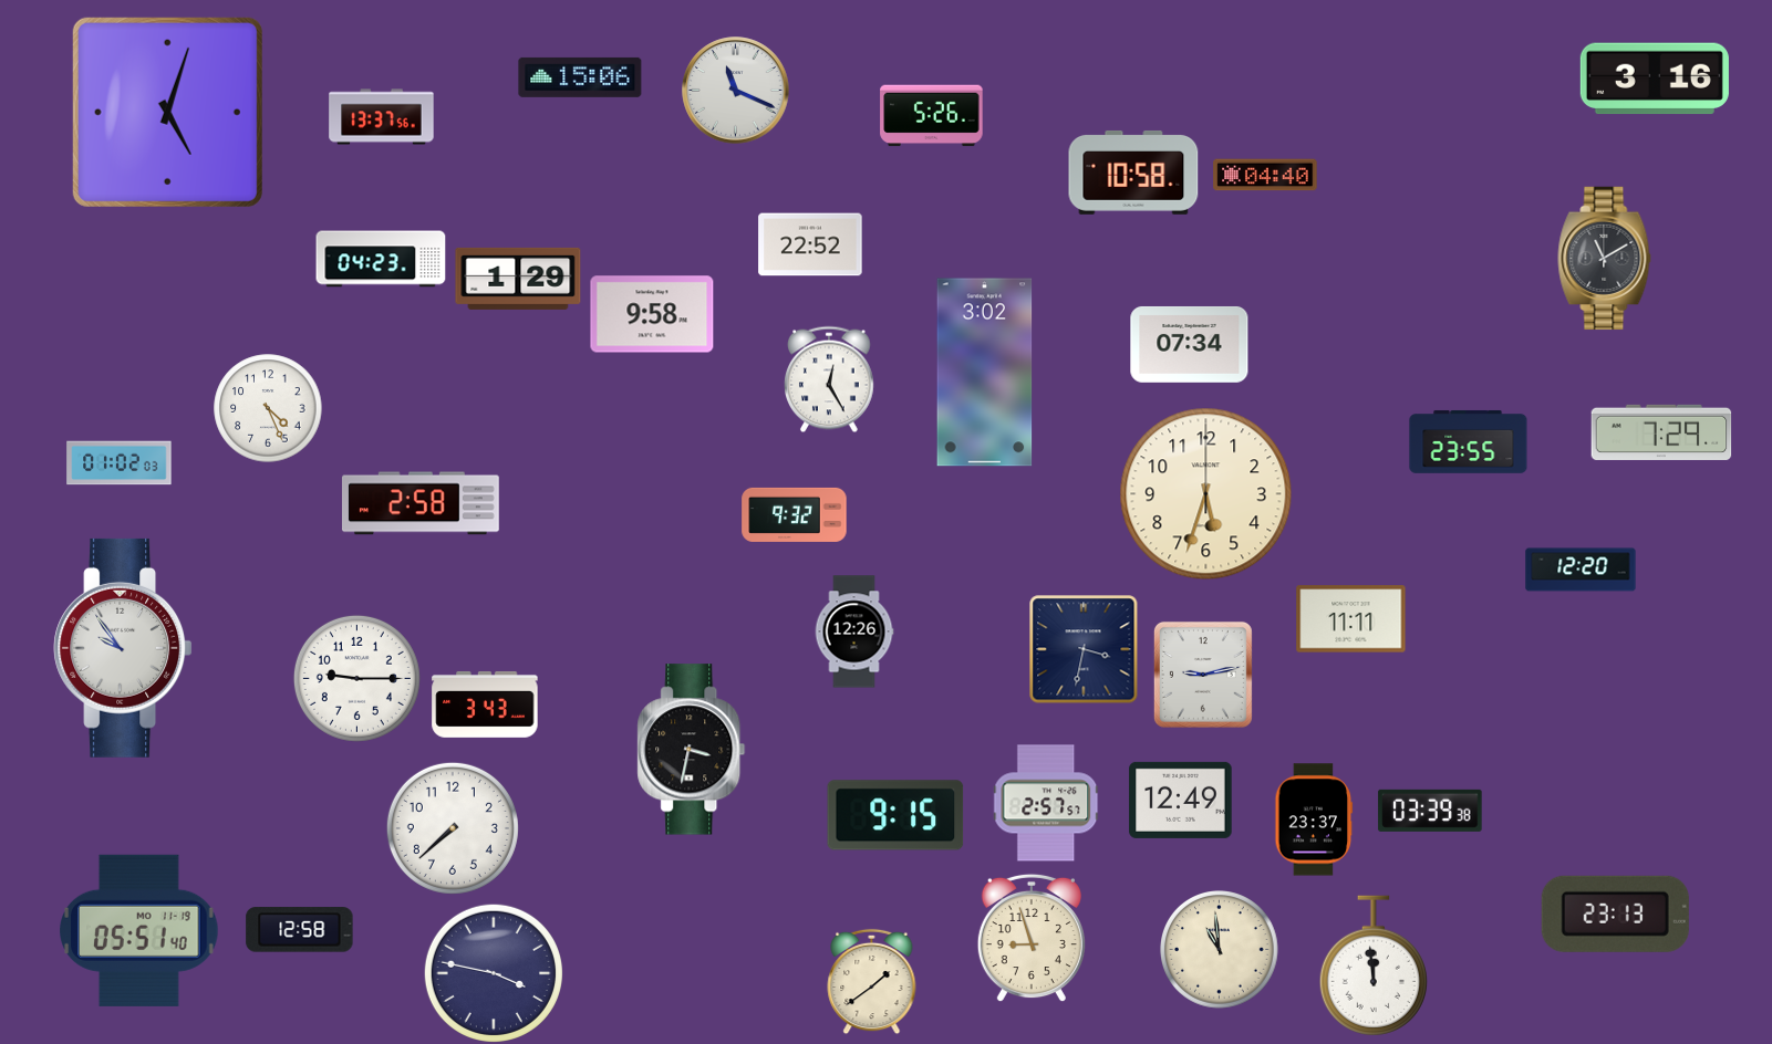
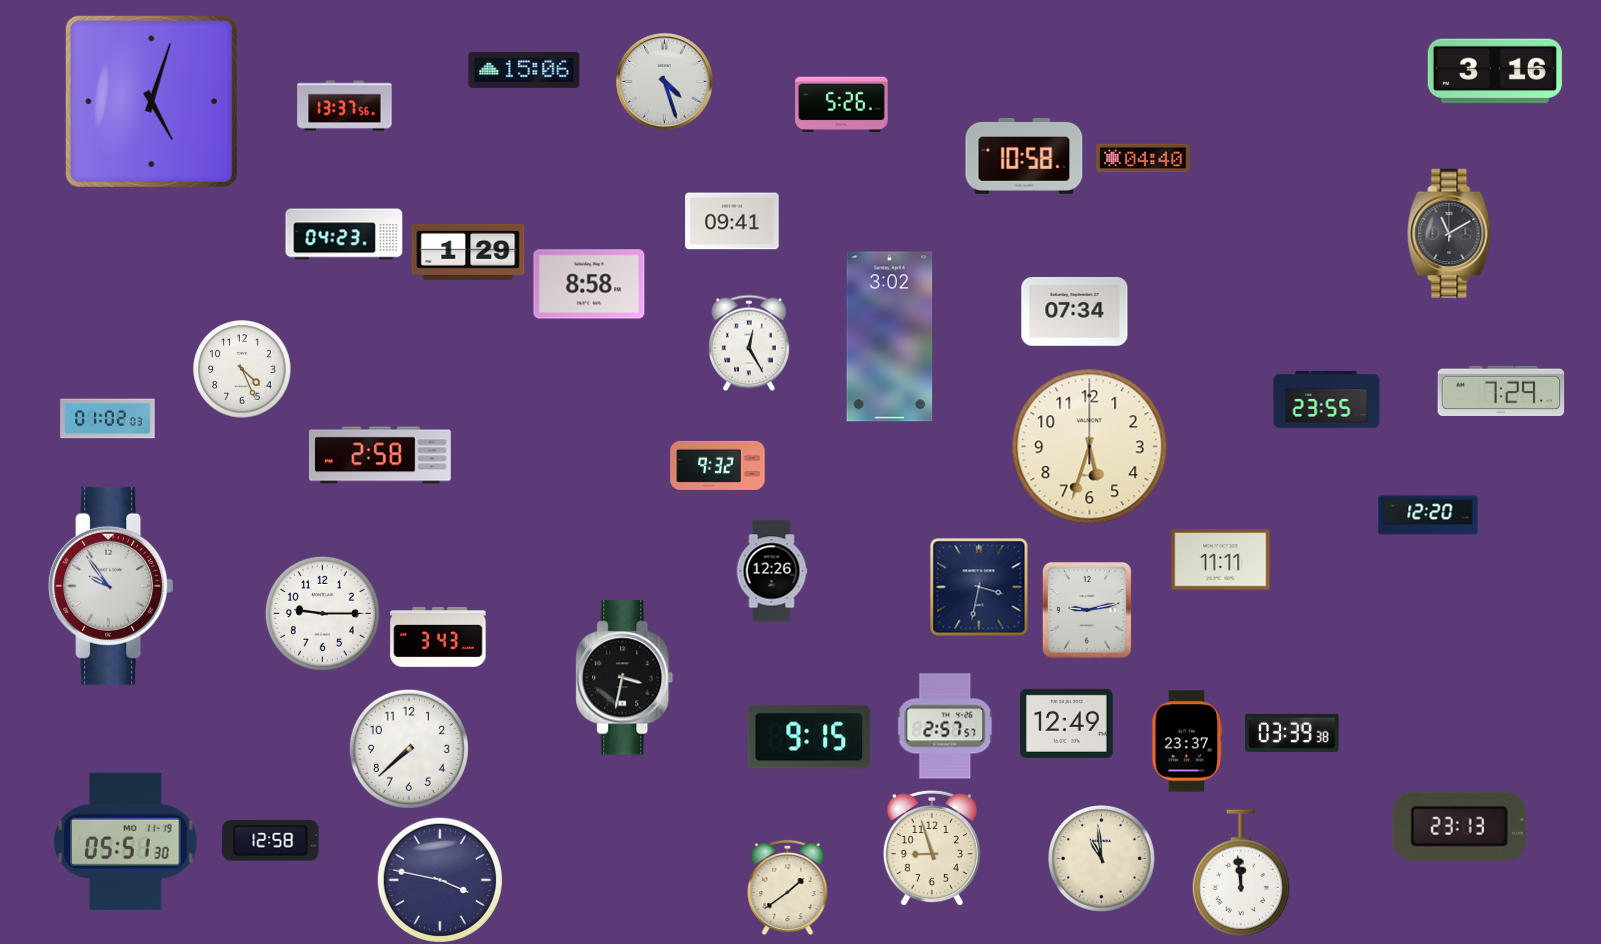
clock at (736, 91): 11:19 -> 4:27
clock at (810, 244): 22:52 -> 09:41
clock at (652, 314): 9:58 -> 8:58
clock at (139, 930): 05:51:40 -> 05:51:30
clock at (494, 973) position: (494, 973) -> (440, 880)
